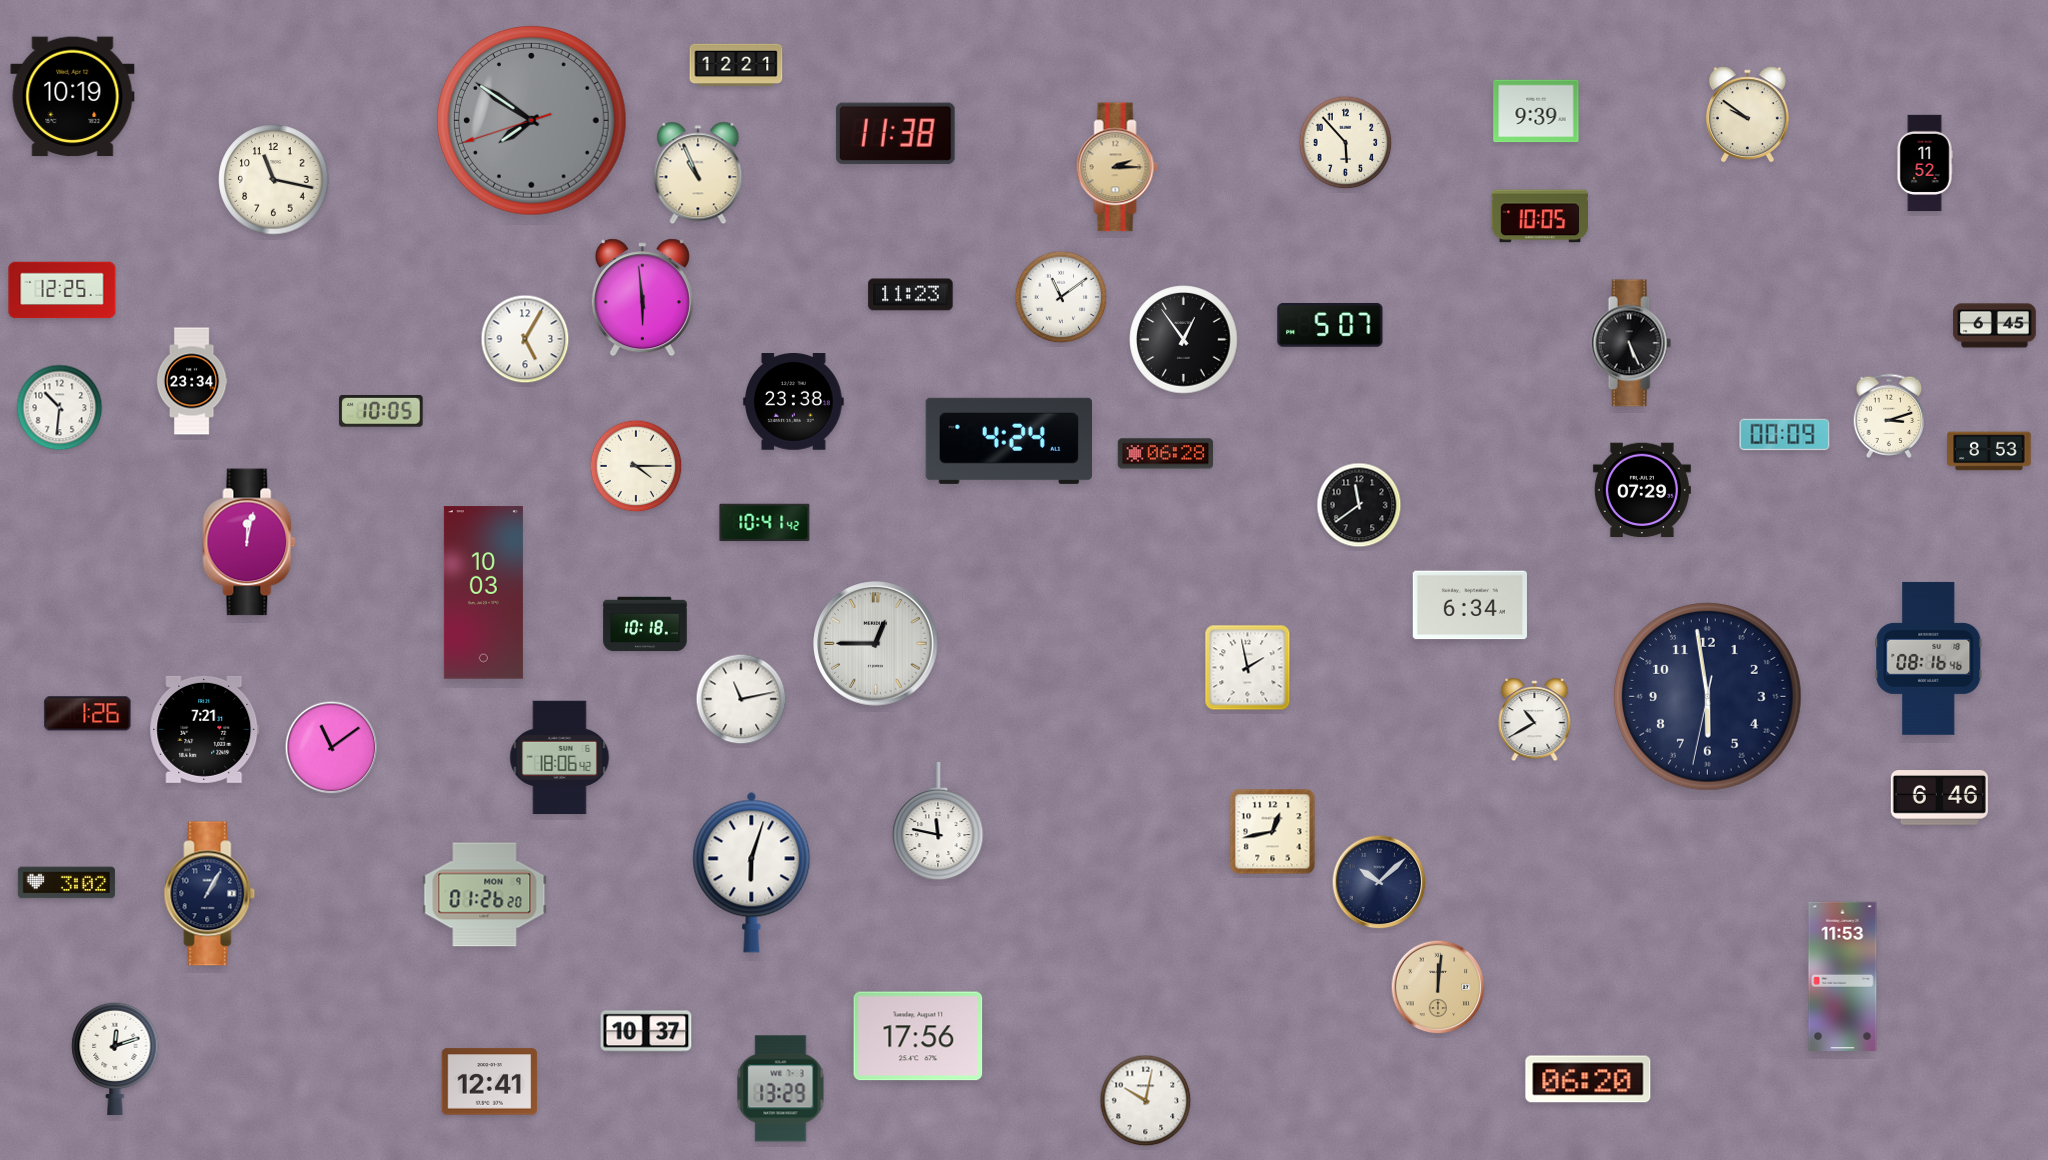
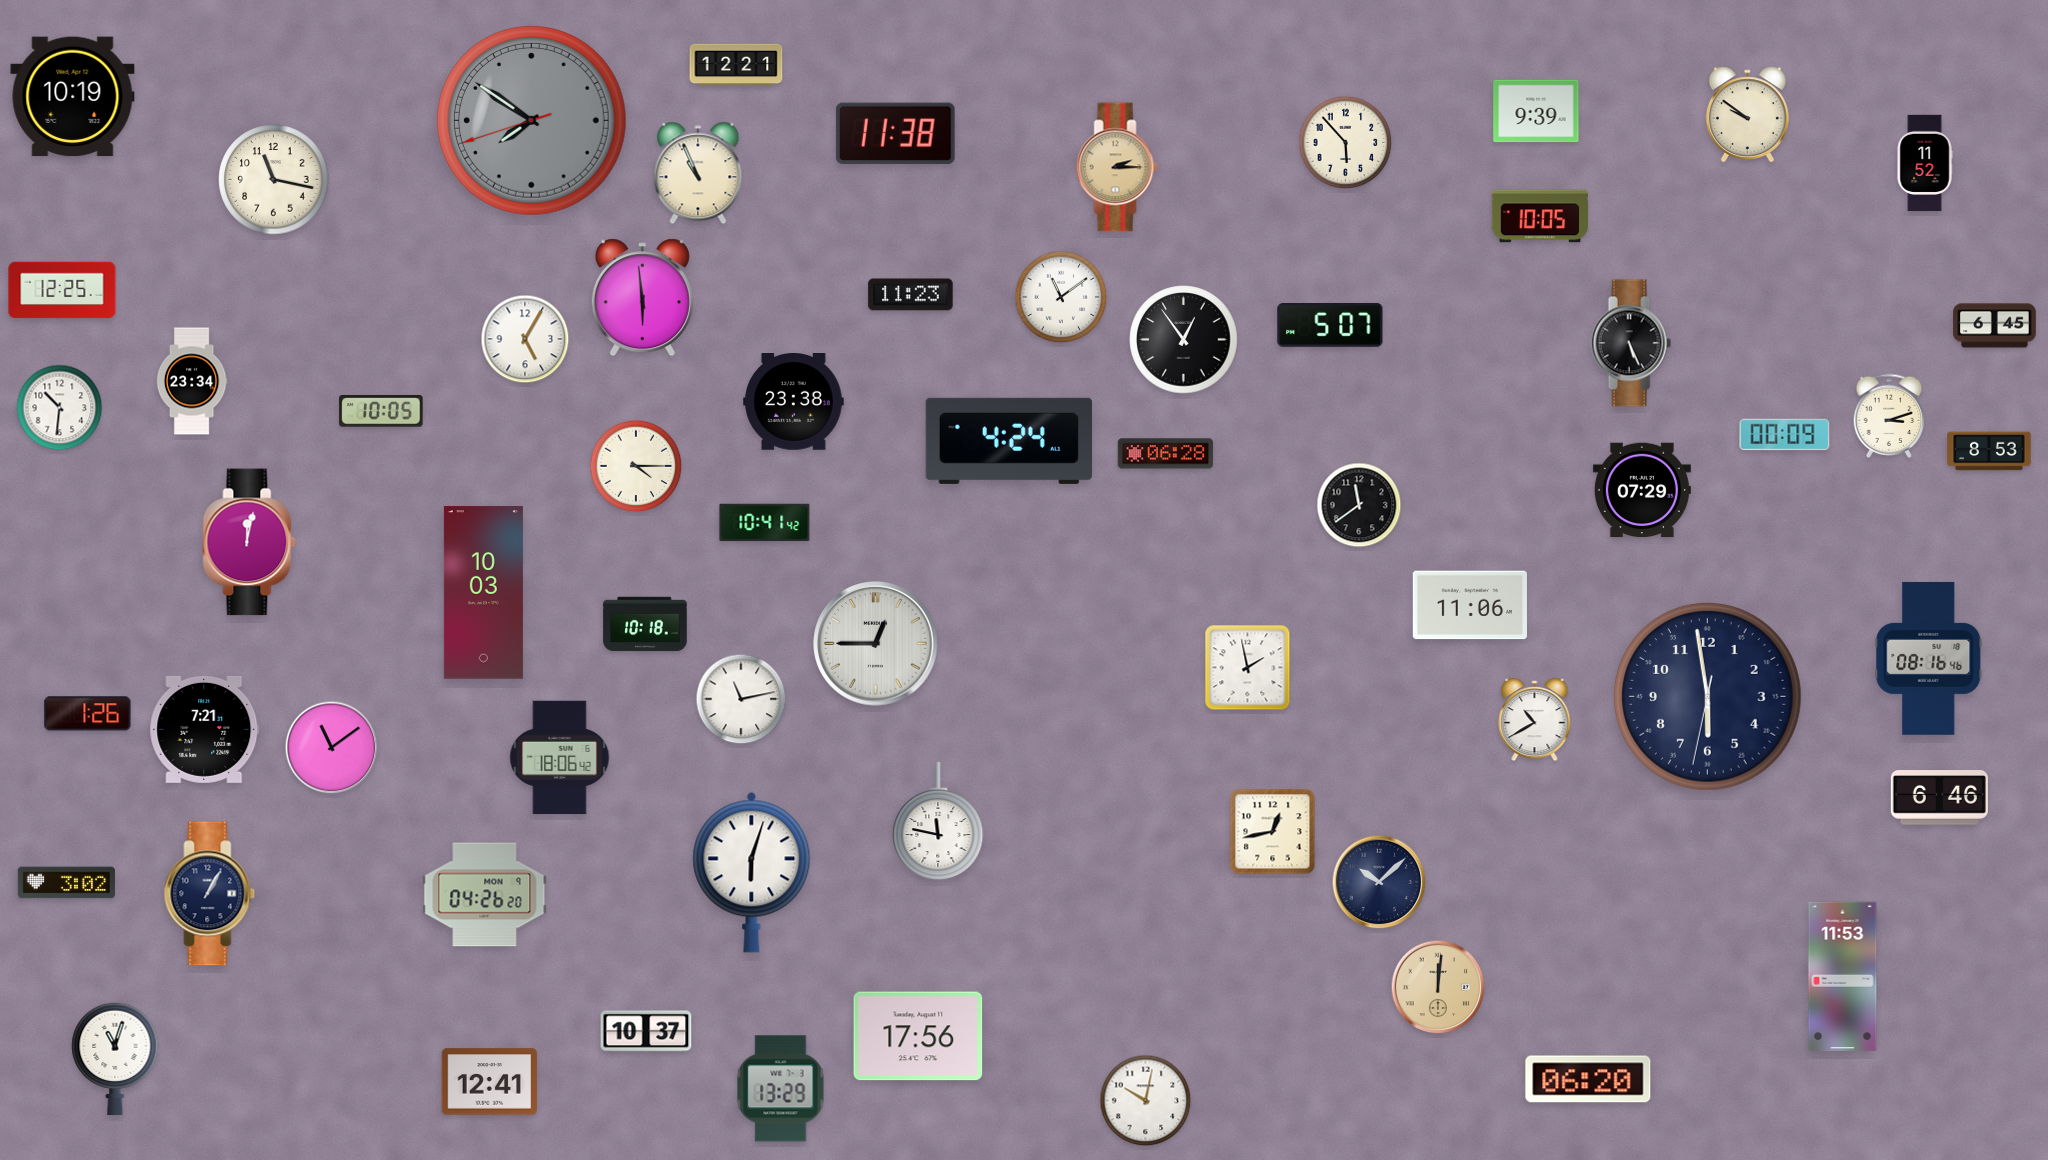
clock at (1470, 605): 6:34 -> 11:06
clock at (485, 895): 01:26 -> 04:26
clock at (115, 1059): 12:12 -> 11:03
